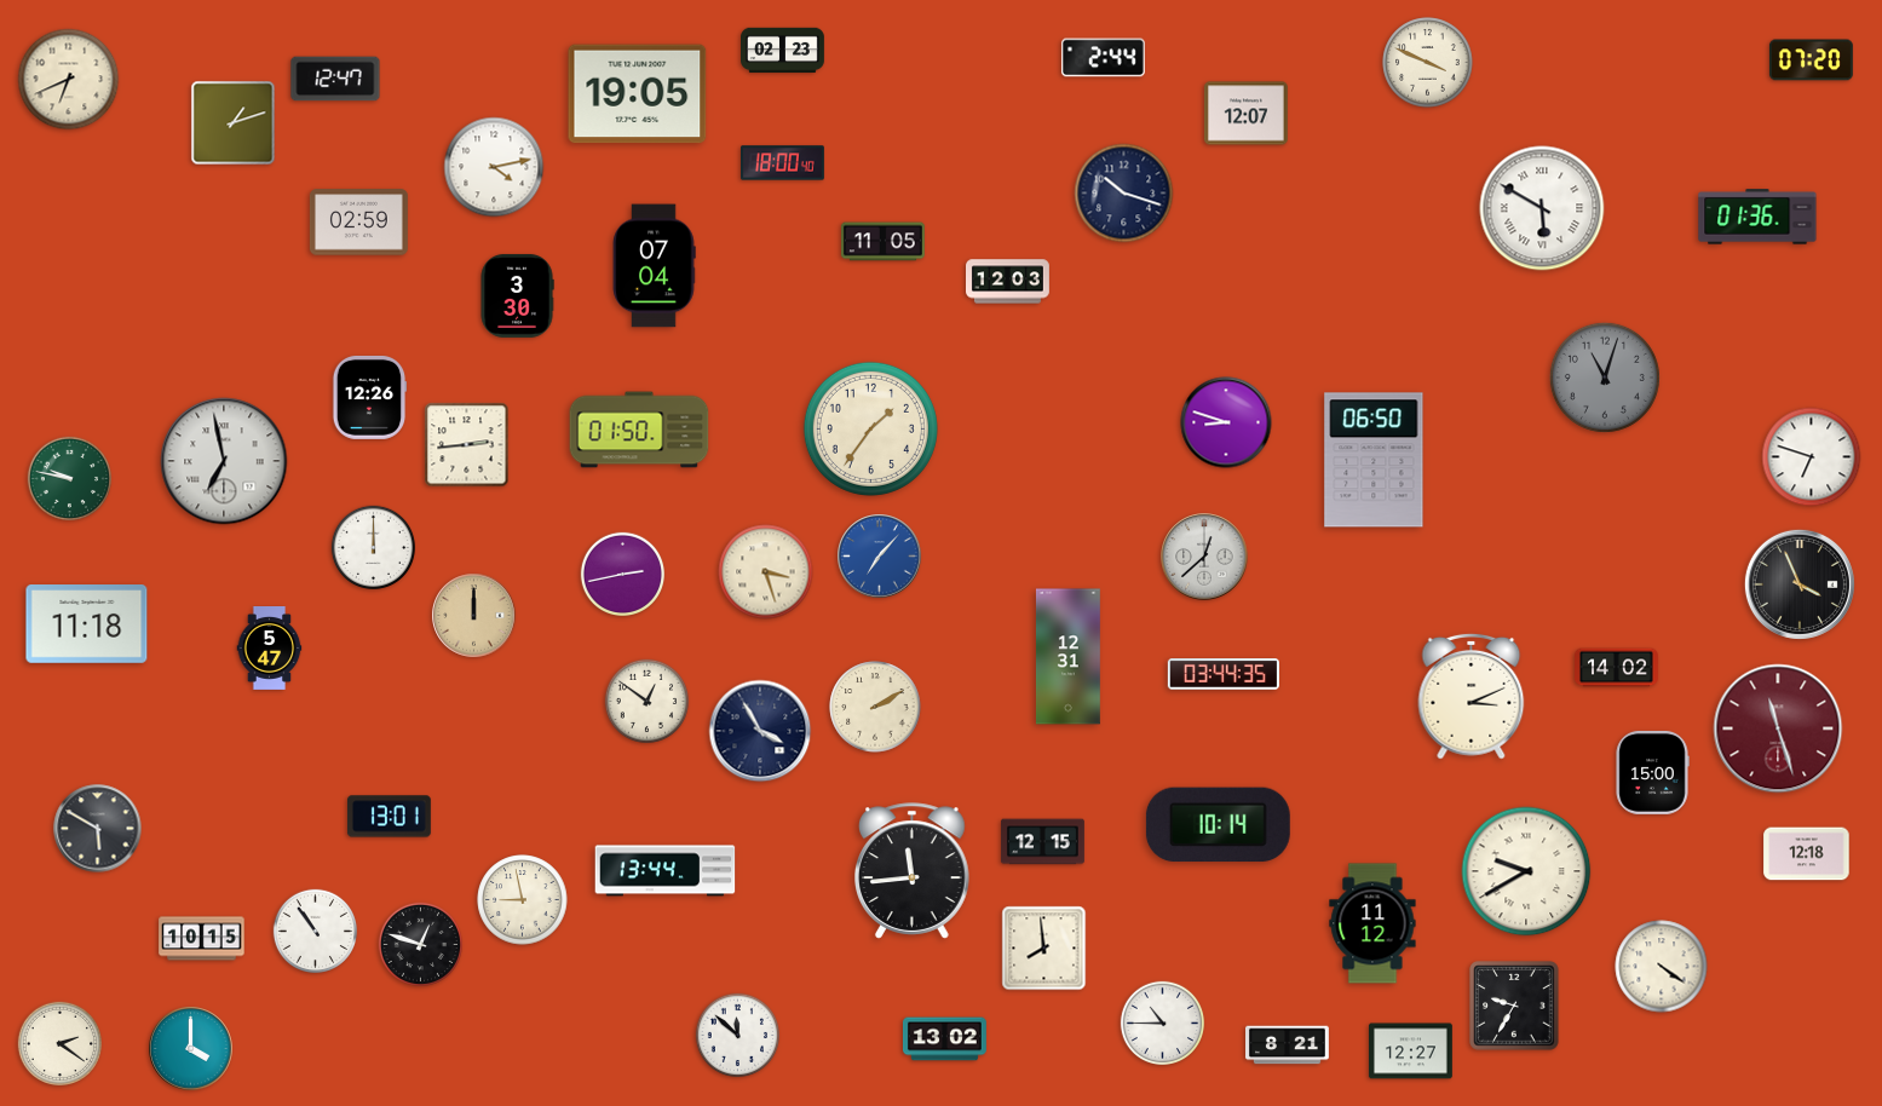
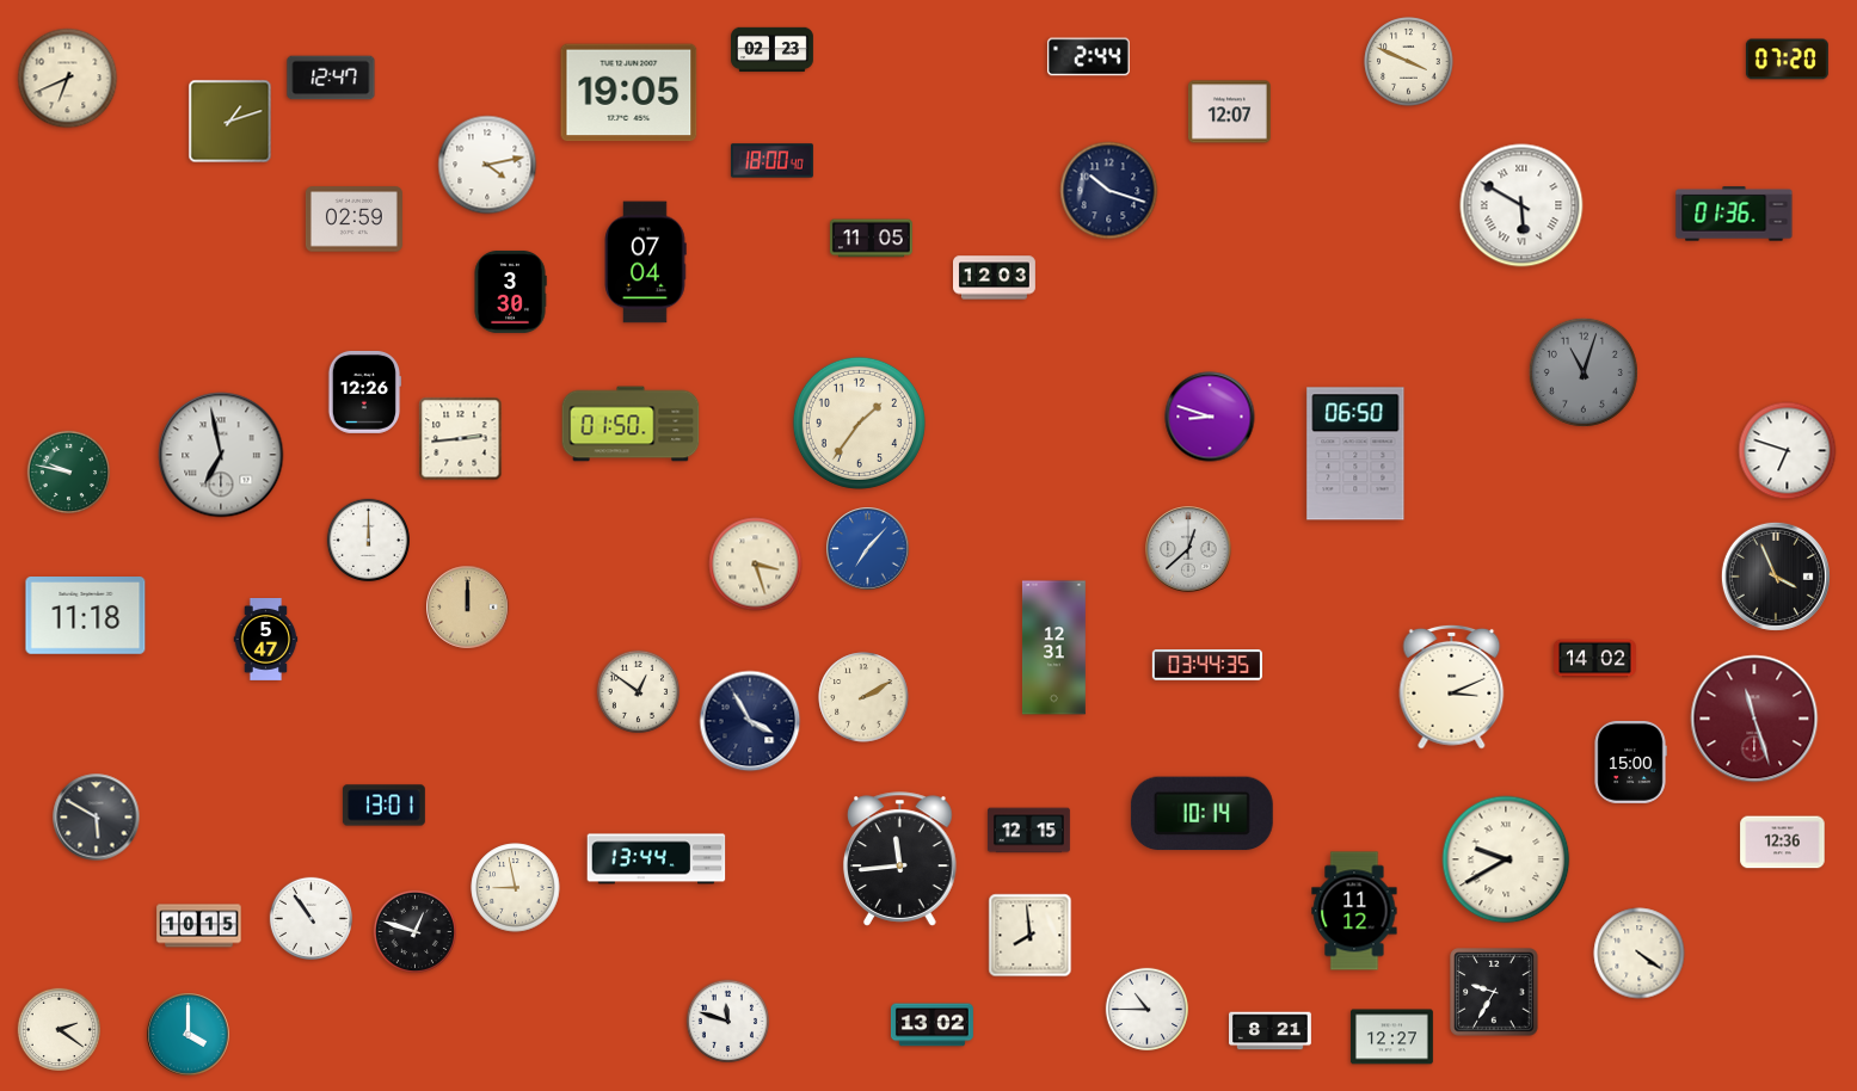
clock at (622, 574): 2:43 -> none
clock at (1807, 854): 12:18 -> 12:36
clock at (737, 1035): 11:52 -> 11:48
